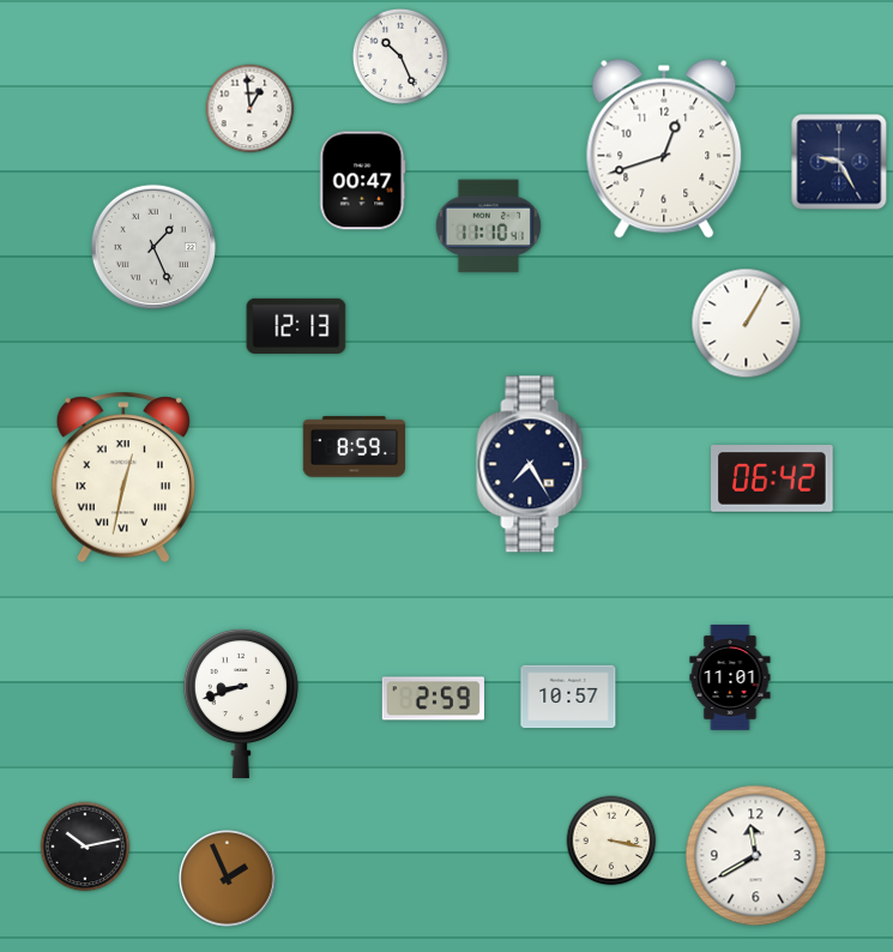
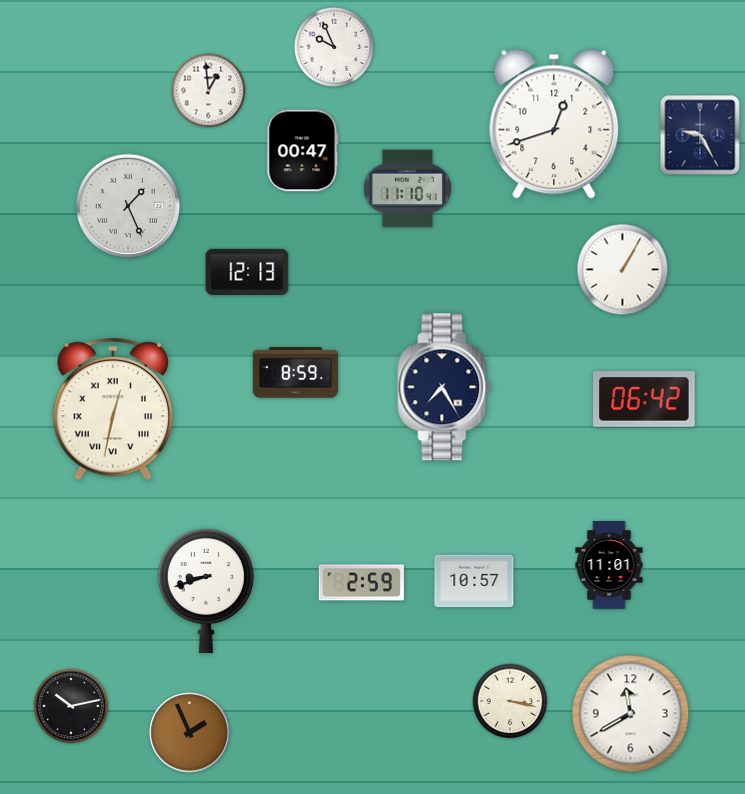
clock at (400, 56): 10:26 -> 9:56
clock at (122, 477) position: (122, 477) -> (112, 409)
clock at (241, 704) position: (241, 704) -> (206, 591)
